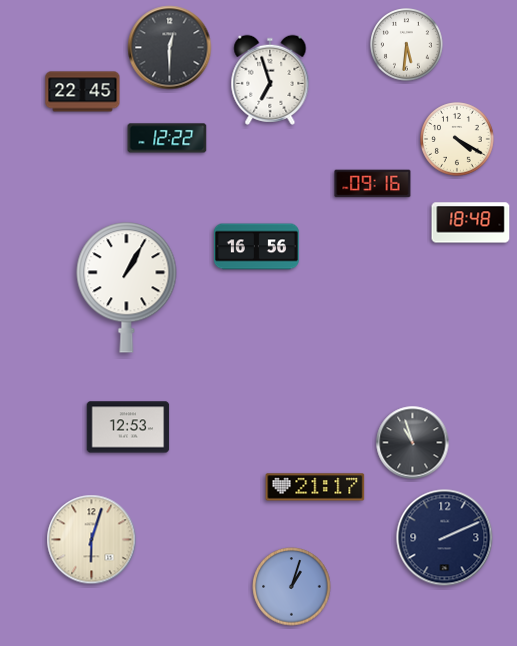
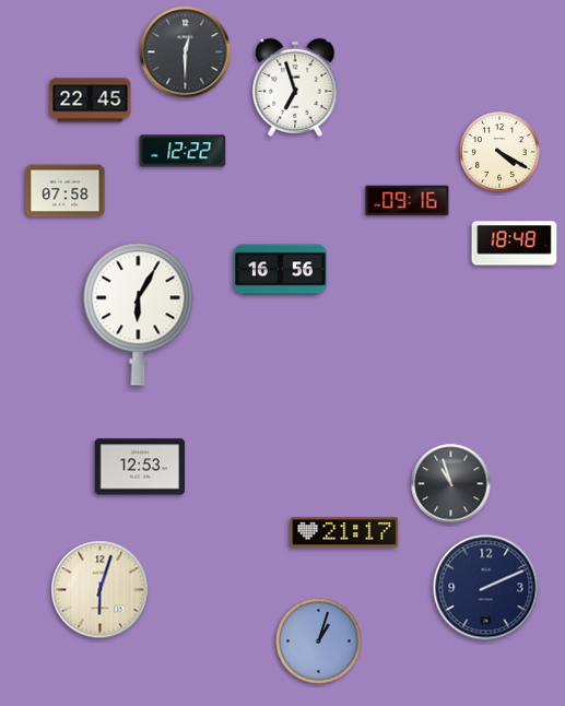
clock at (407, 45): 5:31 -> none
clock at (66, 191): none -> 07:58
clock at (127, 288): 1:05 -> 6:05
